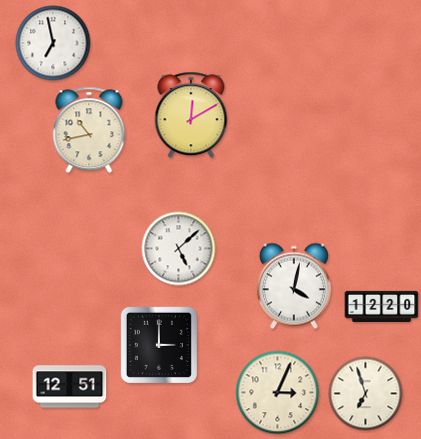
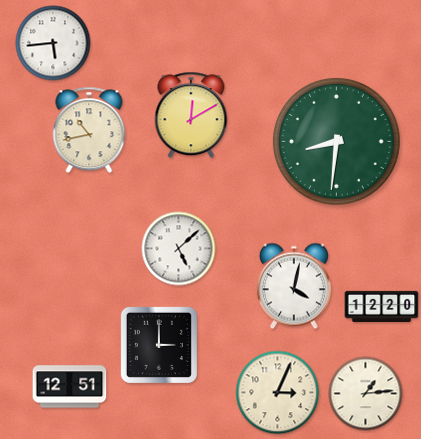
clock at (53, 43): 6:58 -> 5:44
clock at (337, 141): none -> 8:31
clock at (366, 394): 6:57 -> 1:14
